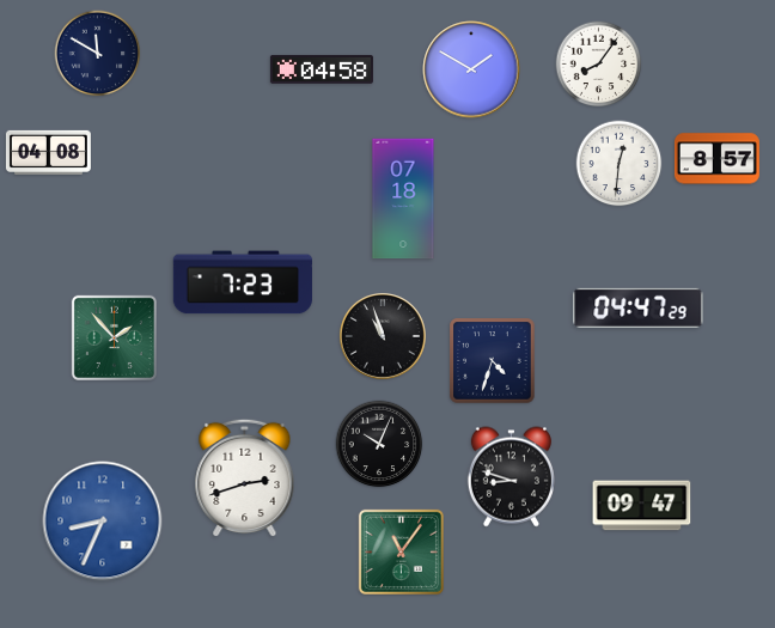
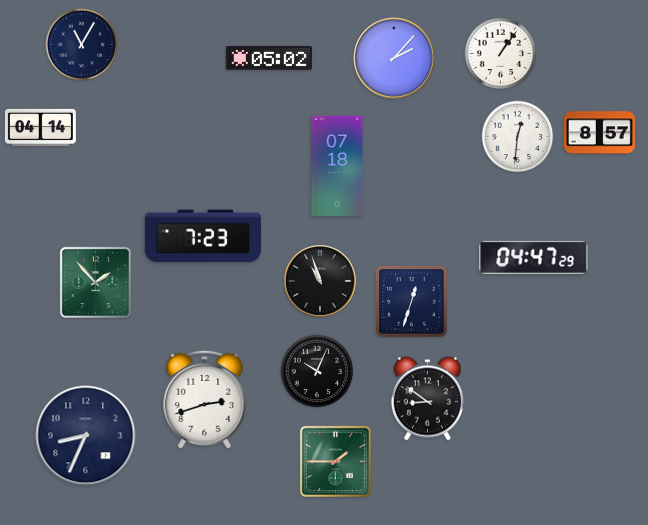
clock at (98, 54): 11:50 -> 11:05
clock at (599, 65): 8:06 -> 1:06
clock at (322, 69): 04:58 -> 05:02
clock at (471, 69): 1:50 -> 2:07
clock at (48, 152): 04:08 -> 04:14
clock at (493, 361): 4:33 -> 12:33
clock at (511, 477): 8:48 -> 8:51
clock at (642, 506): 09:47 -> none
clock at (103, 522) dial: blue -> navy
clock at (401, 551): 11:06 -> 1:45
